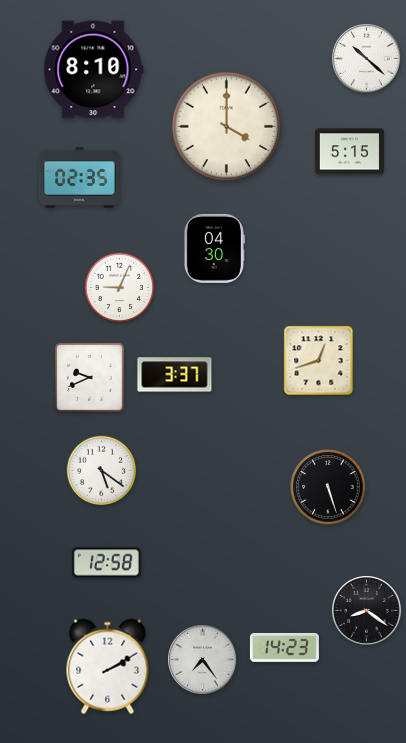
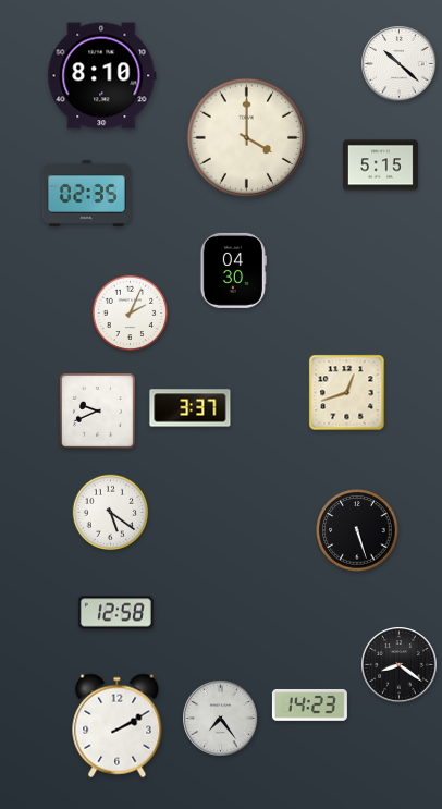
clock at (120, 288): 9:04 -> 2:04
